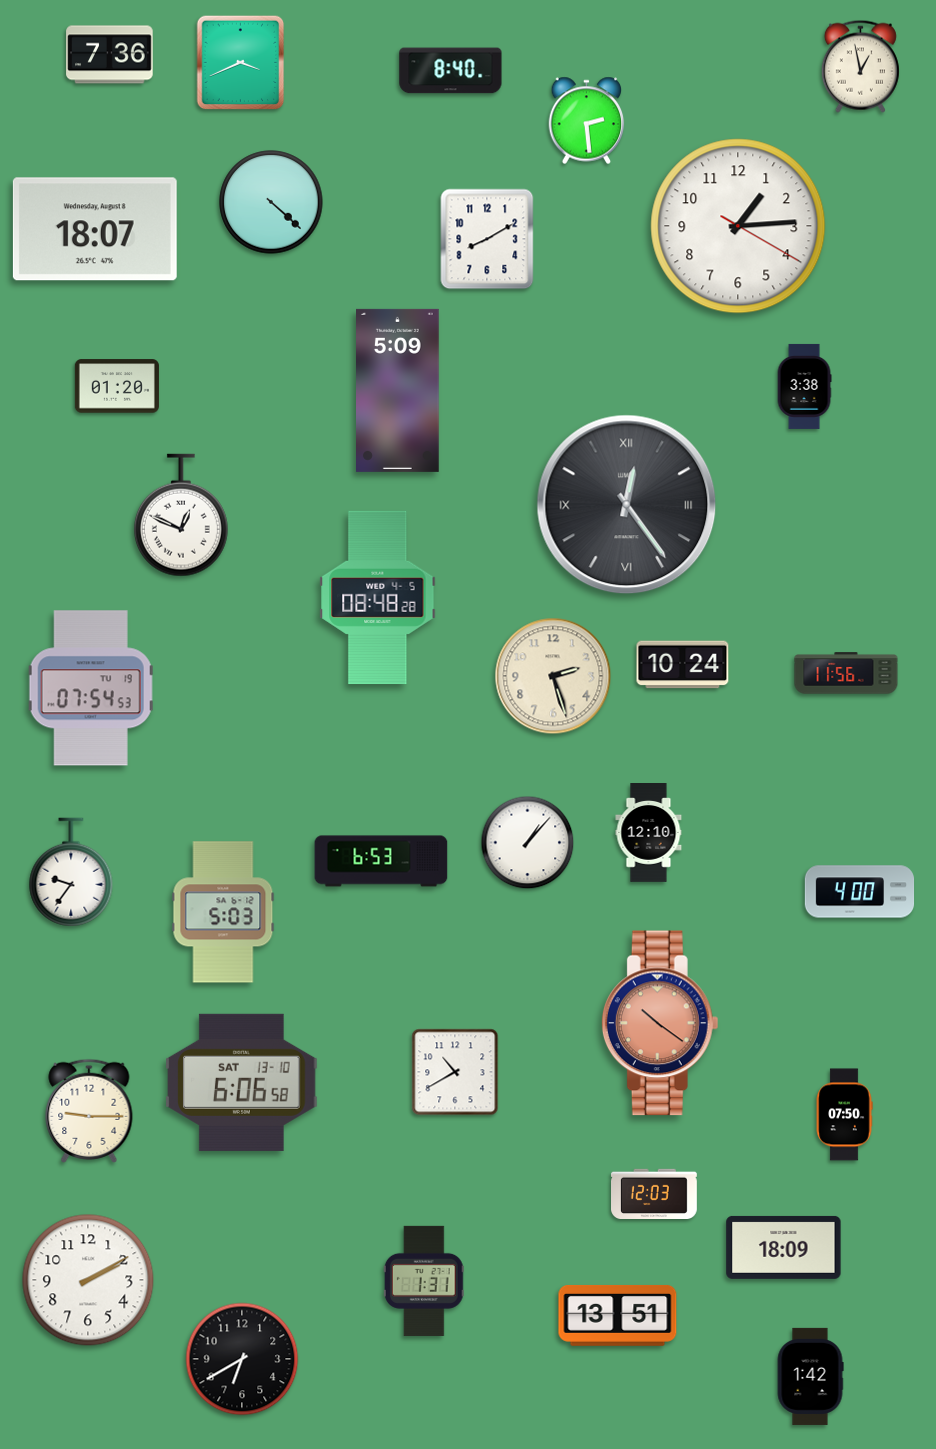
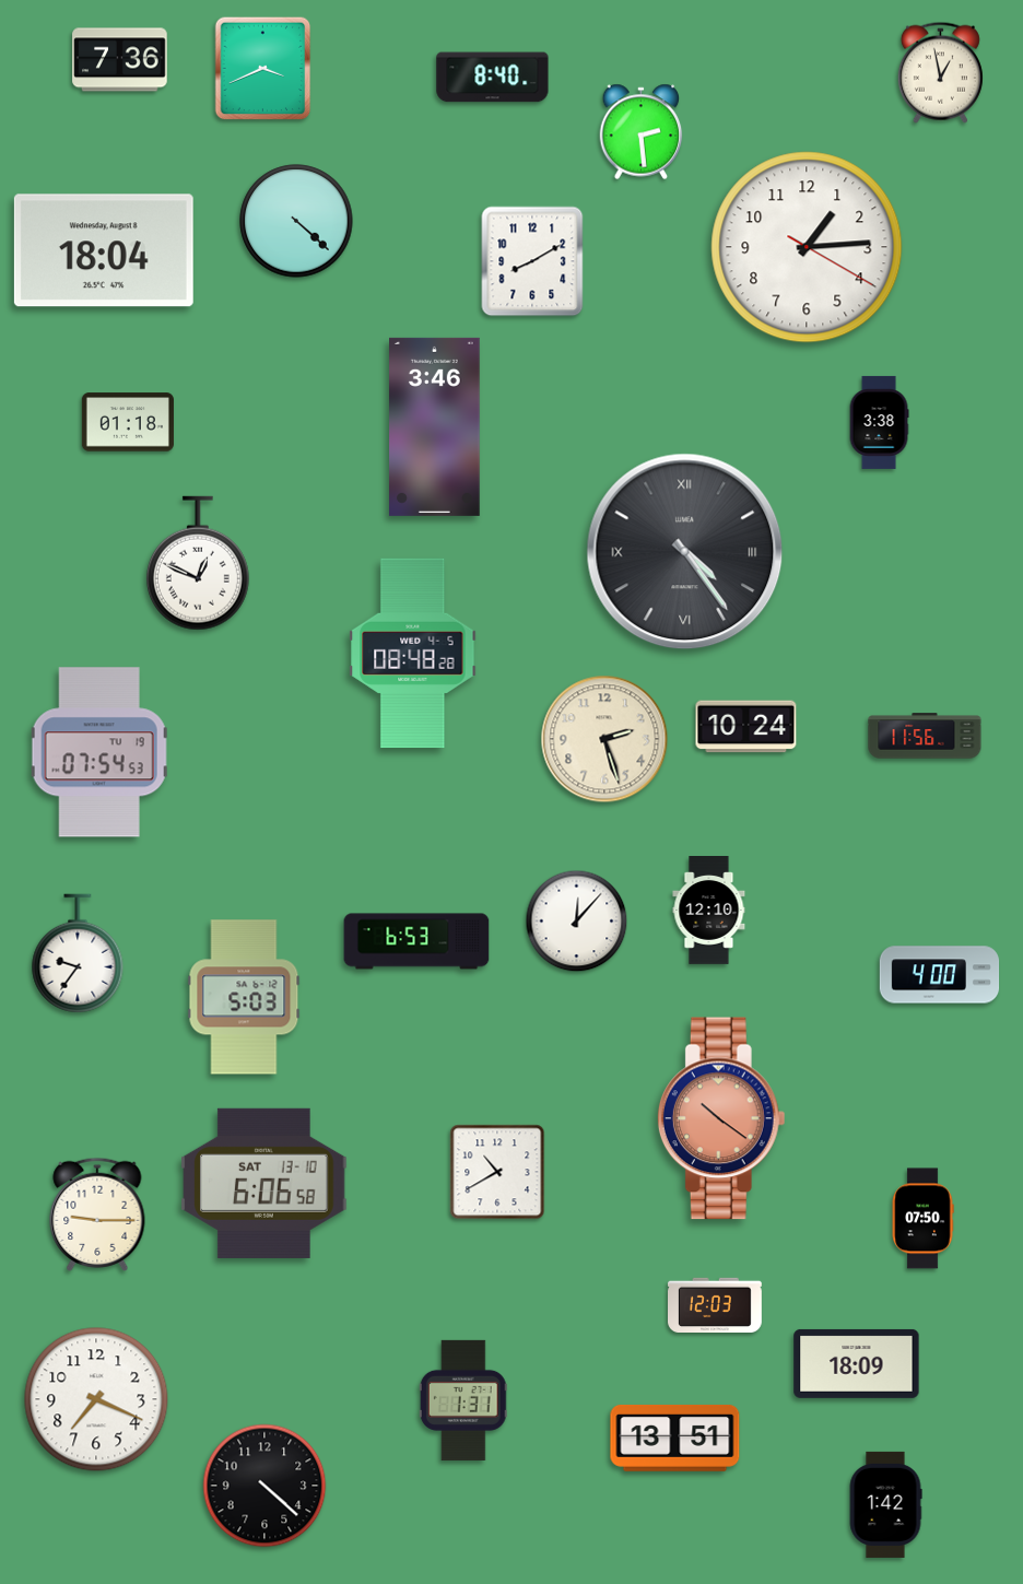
clock at (95, 229): 18:07 -> 18:04
clock at (117, 386): 01:20 -> 01:18
clock at (398, 390): 5:09 -> 3:46
clock at (627, 505): 12:24 -> 4:24
clock at (528, 843): 1:07 -> 12:07
clock at (88, 1280): 2:10 -> 7:19
clock at (242, 1359): 6:40 -> 4:22
